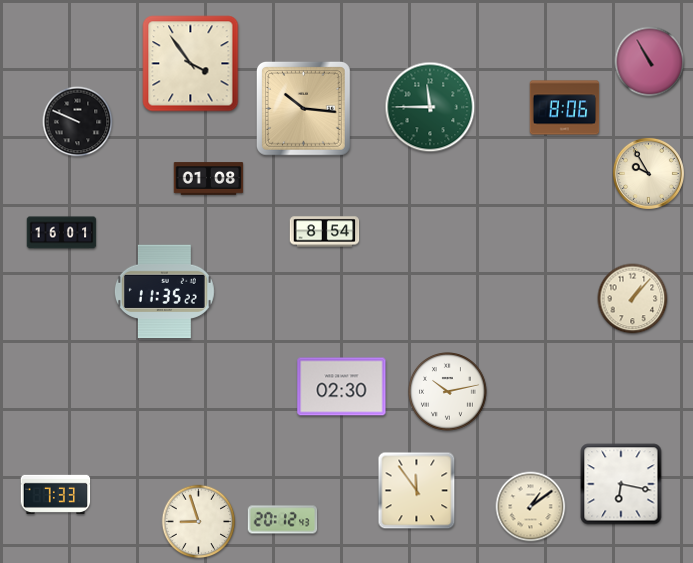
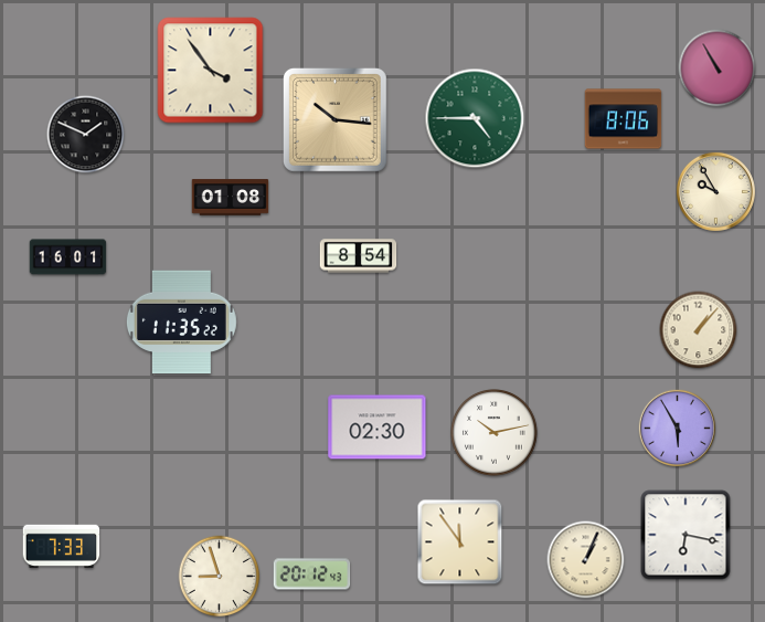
clock at (430, 107): 11:45 -> 4:45
clock at (78, 122): 9:49 -> 1:49
clock at (677, 428): none -> 5:55
clock at (531, 507): 1:09 -> 1:04
